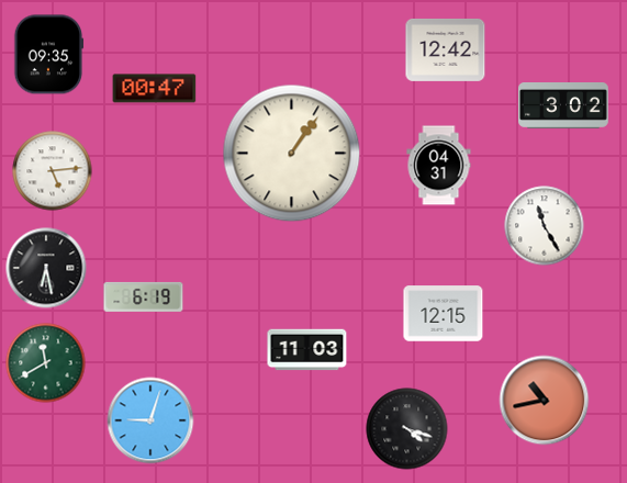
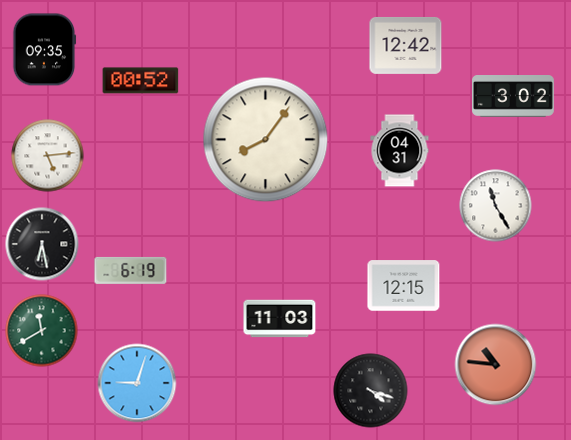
clock at (155, 89): 00:47 -> 00:52
clock at (292, 154): 1:06 -> 8:06
clock at (545, 401): 10:43 -> 10:46
